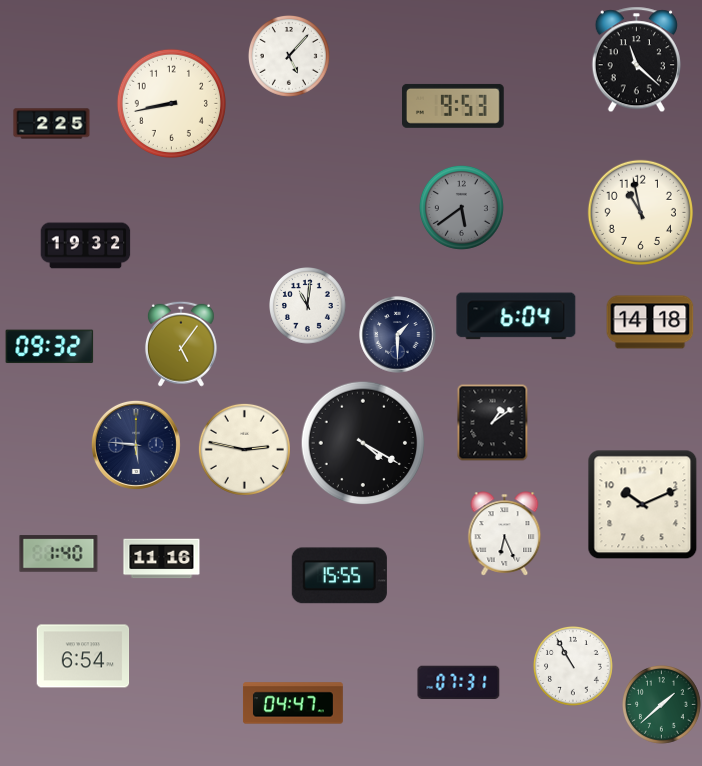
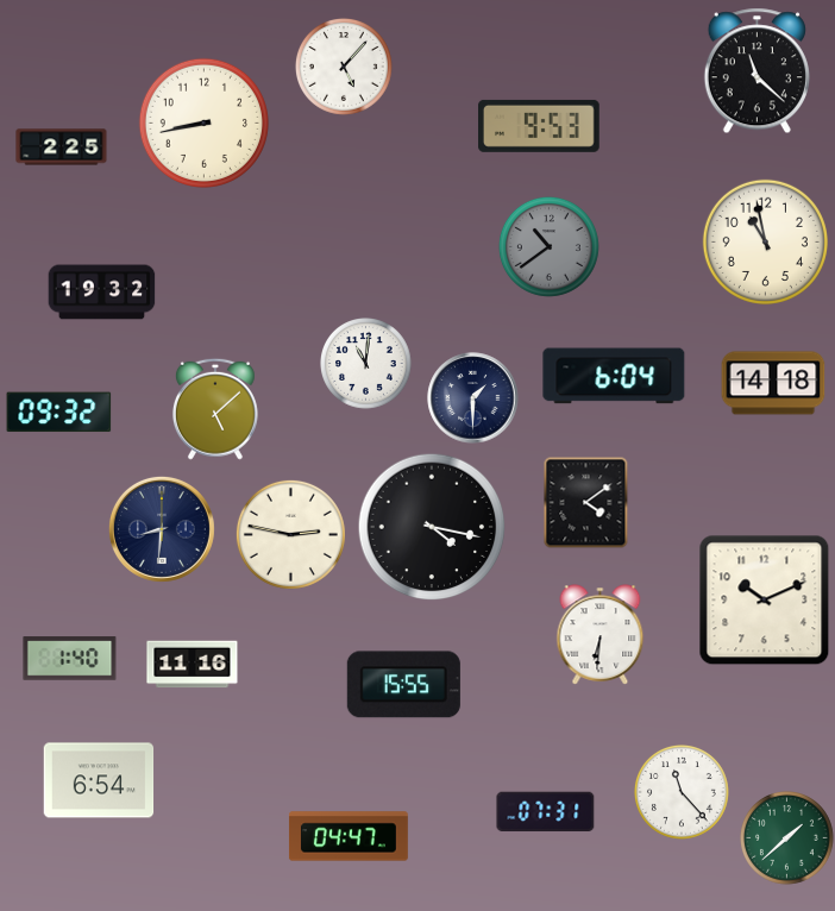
clock at (461, 207): 5:39 -> 10:39
clock at (640, 212) position: (640, 212) -> (765, 241)
clock at (181, 344): 5:06 -> 5:08
clock at (493, 422): 1:09 -> 4:09
clock at (363, 443): 4:20 -> 4:17
clock at (136, 445): 5:46 -> 8:31
clock at (505, 534): 6:26 -> 6:31
clock at (574, 667): 10:55 -> 11:23
